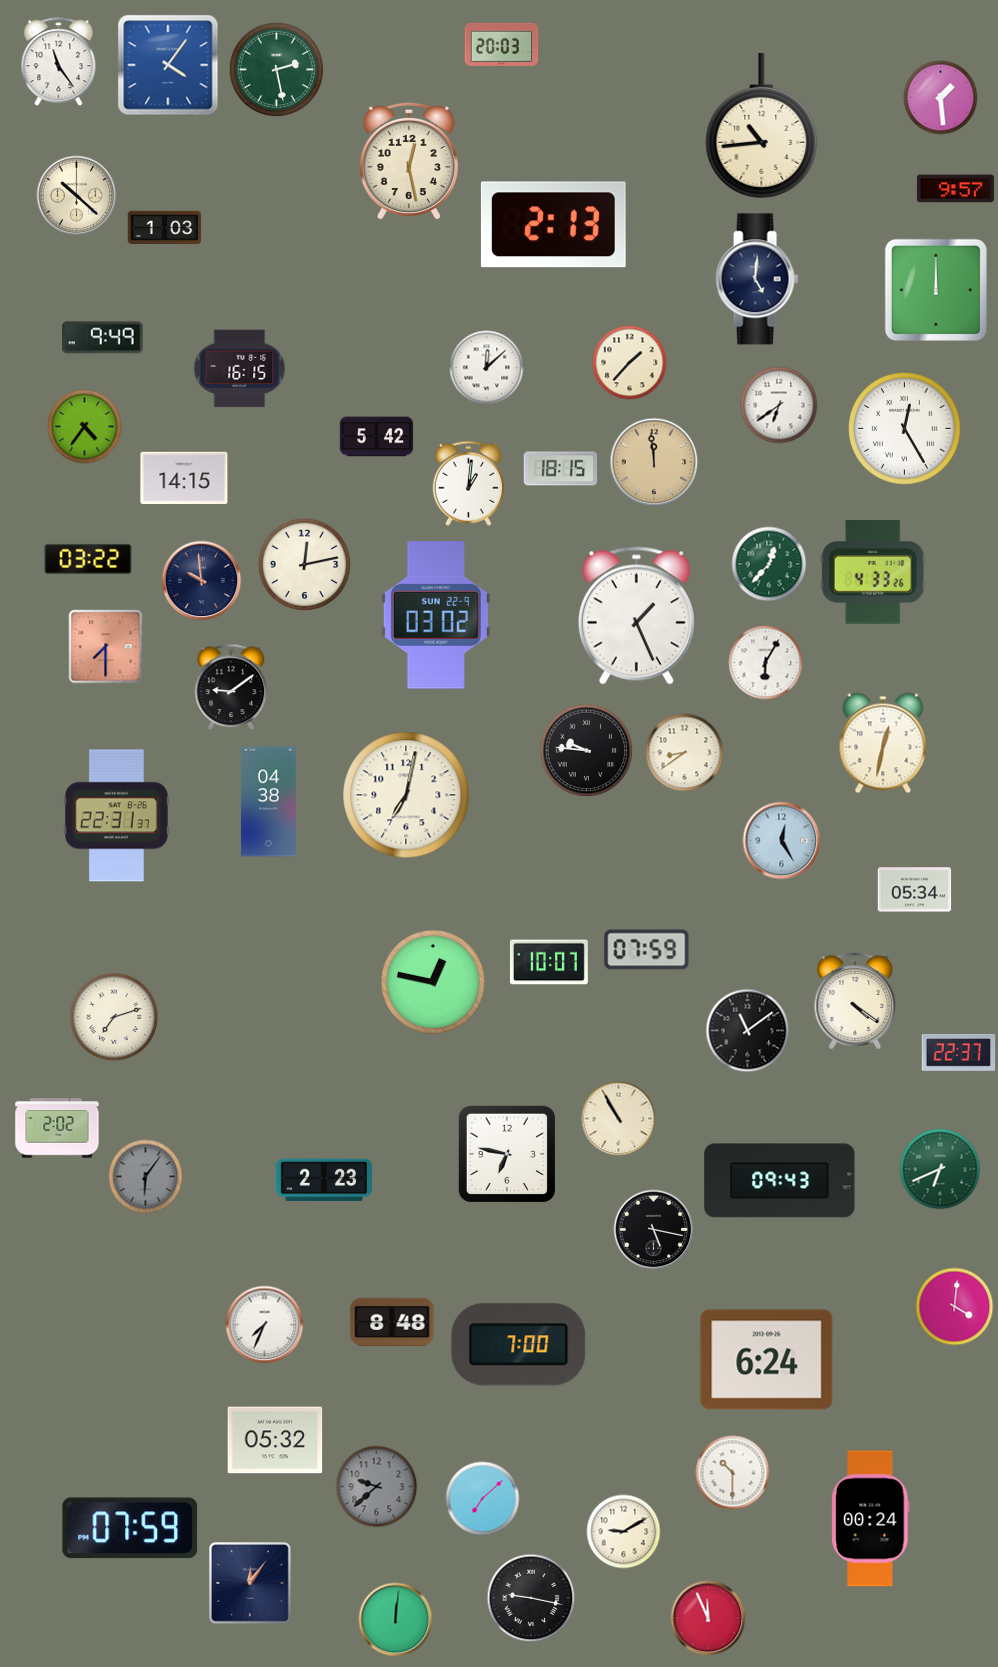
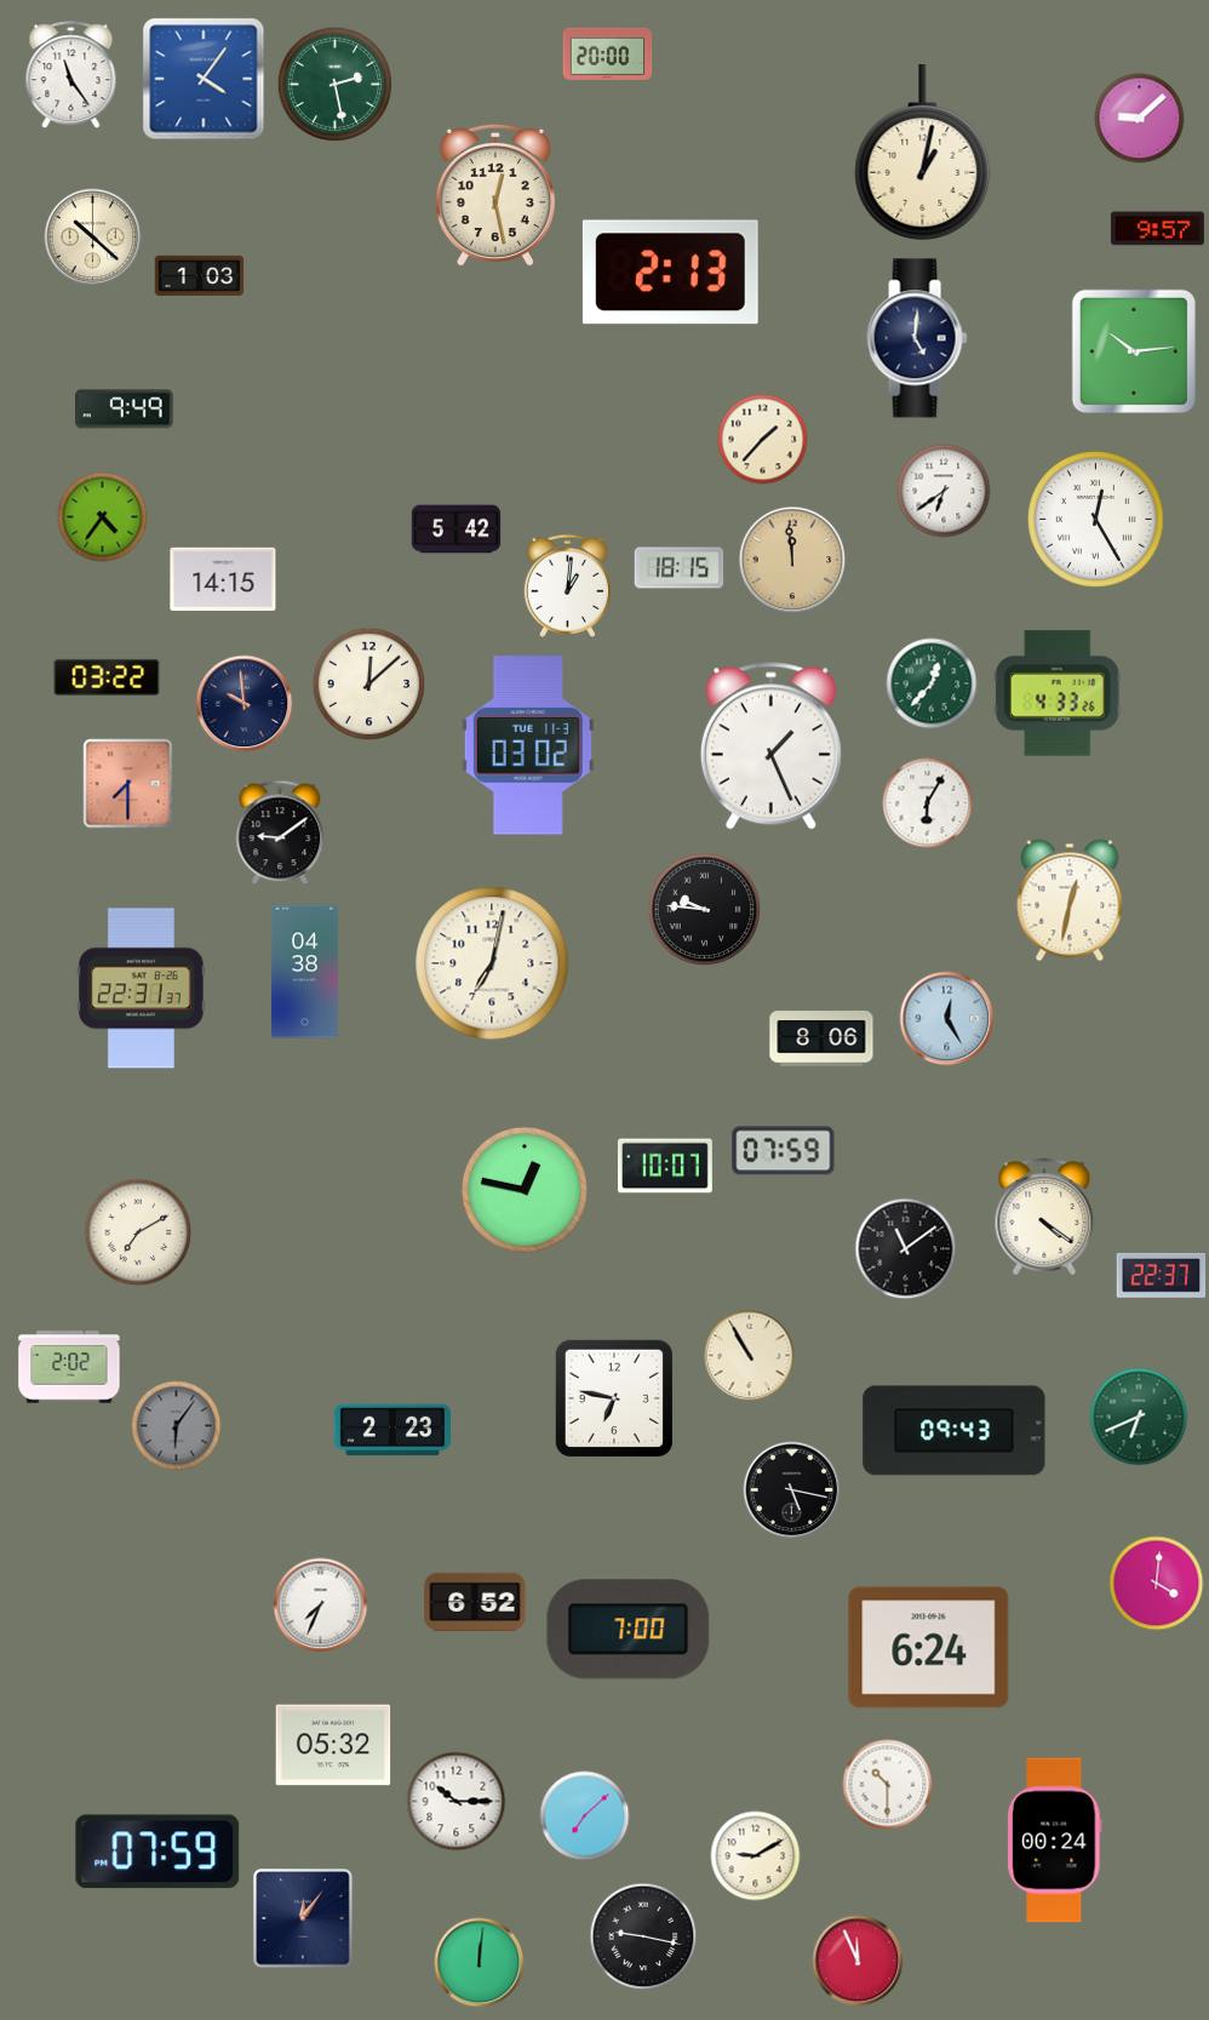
clock at (502, 44): 20:03 -> 20:00
clock at (941, 98): 1:29 -> 9:08
clock at (762, 125): 10:44 -> 1:02
clock at (936, 290): 12:00 -> 10:14
clock at (487, 368): 12:08 -> none
clock at (240, 369): 16:15 -> none
clock at (305, 565): 12:13 -> 12:08
clock at (436, 615) date: SUN 22-9 -> TUE 11-3
clock at (587, 751) position: (587, 751) -> (705, 910)
clock at (685, 753): 8:39 -> none
clock at (268, 802) position: (268, 802) -> (304, 972)
clock at (821, 1038): none -> 8:06
clock at (915, 890): 05:34 -> none
clock at (855, 1001) position: (855, 1001) -> (1044, 1217)
clock at (114, 1017): 7:12 -> 7:10
clock at (780, 1181) position: (780, 1181) -> (955, 1431)
clock at (392, 1322): 8:48 -> 6:52
clock at (377, 1487): 9:38 -> 10:15
clock at (377, 1487) dial: grey -> white
